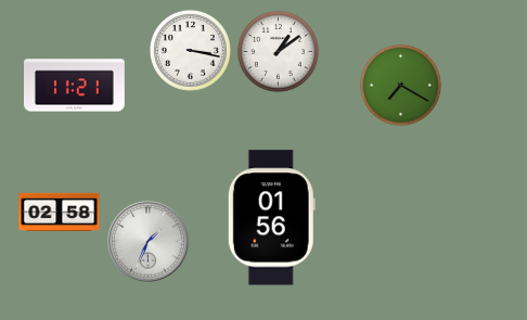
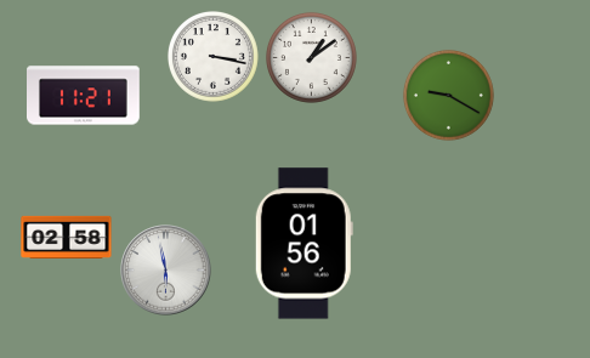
clock at (400, 85): 7:20 -> 9:20
clock at (149, 242): 1:34 -> 5:58
